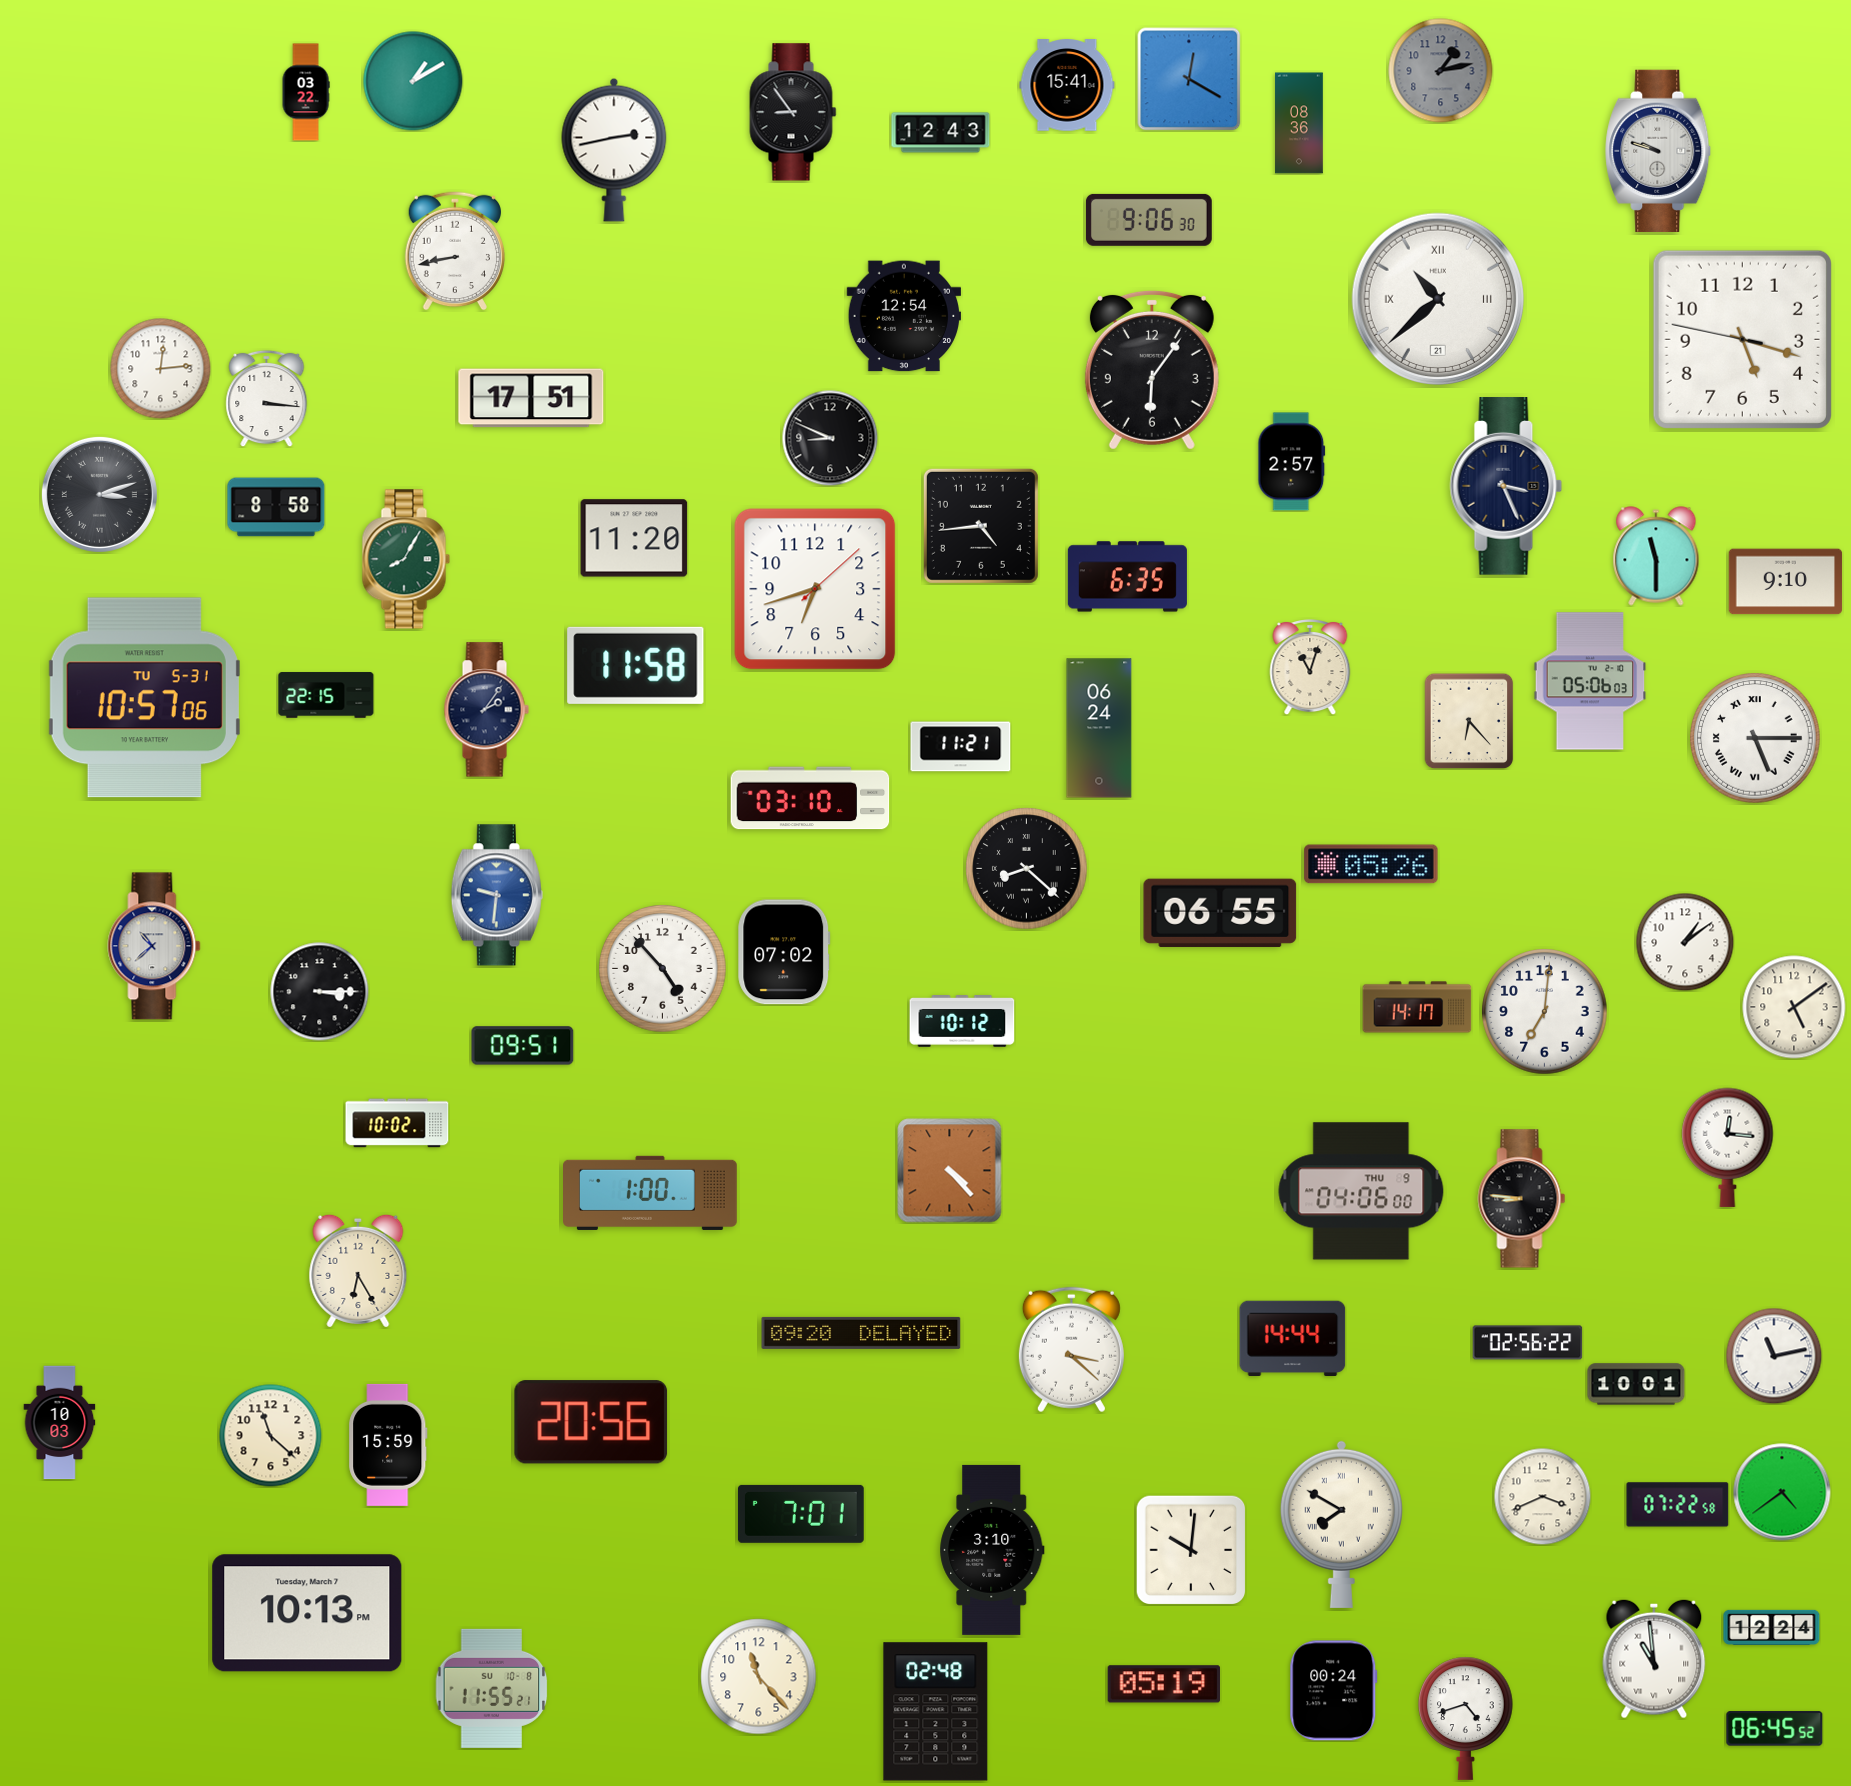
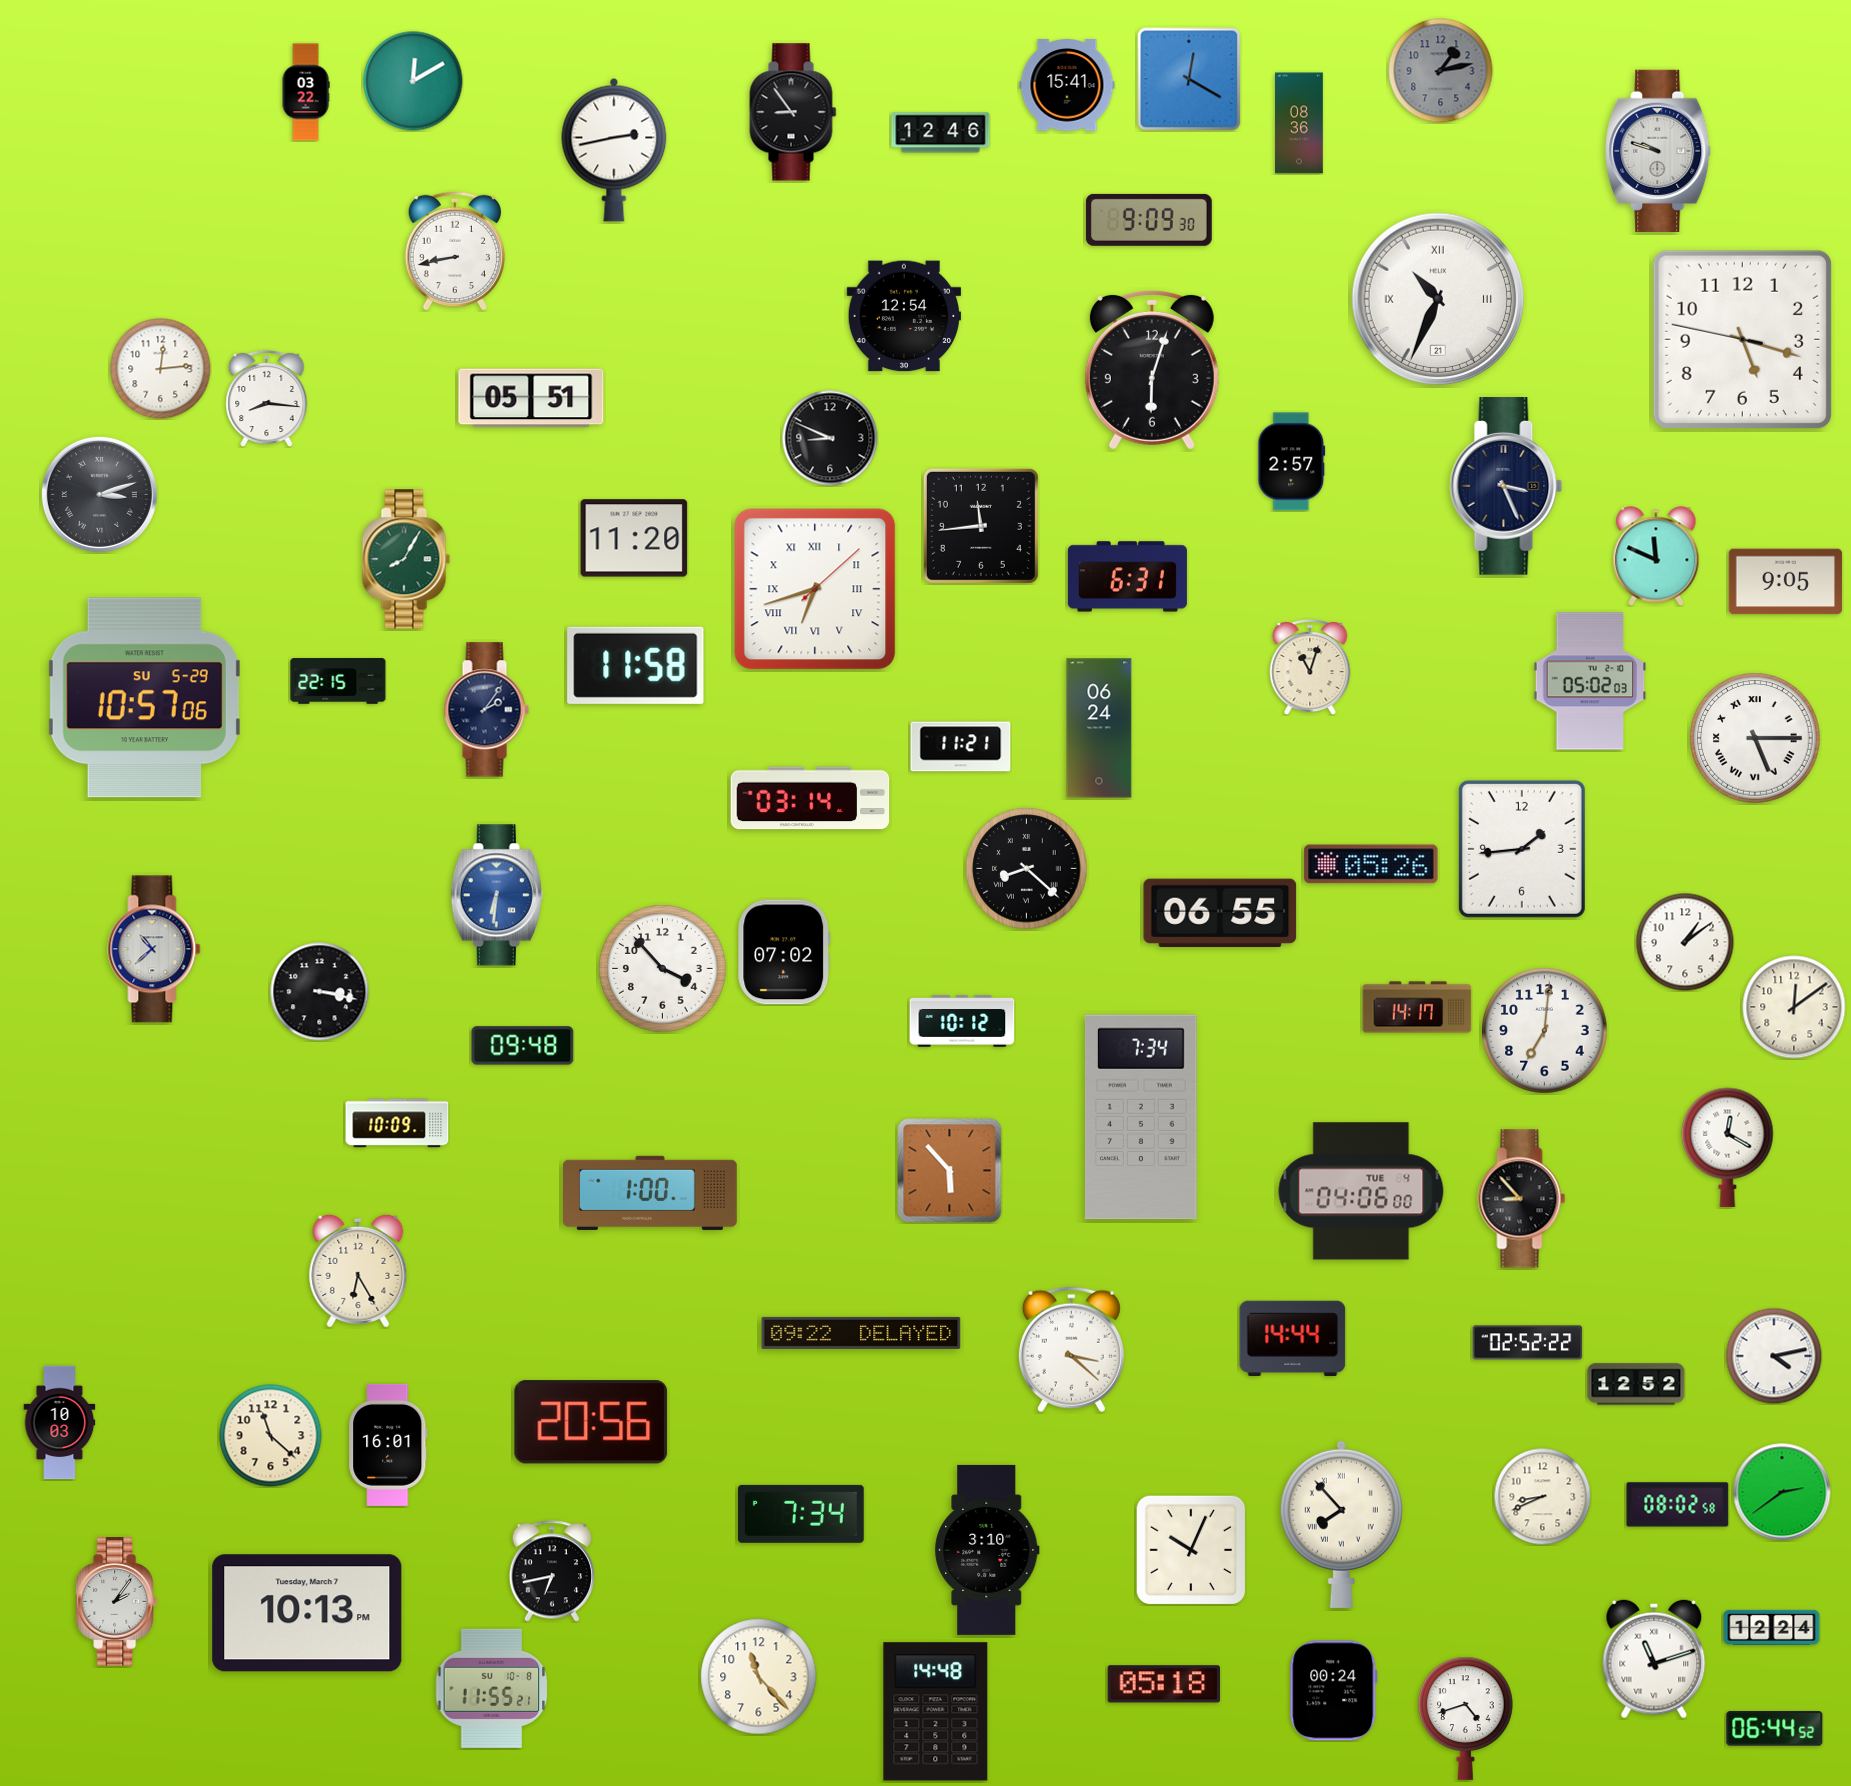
clock at (413, 81): 1:10 -> 12:10
clock at (941, 133): 12:43 -> 12:46
clock at (1149, 220): 9:06 -> 9:09
clock at (1437, 298): 10:38 -> 10:34
clock at (1152, 370): 6:06 -> 6:03
clock at (267, 398): 3:16 -> 8:16
clock at (531, 398): 17:51 -> 05:51
clock at (276, 507): 8:58 -> none
clock at (981, 526): 4:44 -> 11:44
clock at (1656, 556): 11:30 -> 11:49
clock at (1127, 577): 6:35 -> 6:31
clock at (1786, 582): 9:10 -> 9:05
clock at (815, 589) numerals: Arabic -> Roman
clock at (1590, 681): 05:06 -> 05:02
clock at (326, 695) position: (326, 695) -> (338, 681)
clock at (144, 698) date: TU 5-31 -> SU 5-29
clock at (1469, 721): 6:23 -> none
clock at (810, 798): 03:10 -> 03:14
clock at (1522, 849): none -> 1:44
clock at (497, 895): 9:31 -> 6:31
clock at (154, 946) position: (154, 946) -> (154, 949)
clock at (663, 969): 4:53 -> 3:53
clock at (320, 992): 3:15 -> 3:17
clock at (1794, 1007): 5:09 -> 12:09
clock at (1545, 1012) position: (1545, 1012) -> (1545, 1031)
clock at (523, 1046): 09:51 -> 09:48
clock at (1141, 1117): none -> 7:34
clock at (397, 1123): 10:02 -> 10:09
clock at (1728, 1147): 12:16 -> 12:20
clock at (950, 1171): 4:23 -> 5:53
clock at (1361, 1191) date: THU 9 -> TUE 4
clock at (1522, 1199): 8:46 -> 8:53
clock at (861, 1333): 09:20 -> 09:22
clock at (1528, 1343): 02:56 -> 02:52
clock at (1774, 1356): 11:13 -> 4:13
clock at (1636, 1384): 10:01 -> 12:52
clock at (388, 1445): 15:59 -> 16:01
clock at (1782, 1492): 4:39 -> 2:39
clock at (1542, 1496): 3:41 -> 8:41
clock at (1678, 1505): 07:22 -> 08:02
clock at (801, 1514): 7:01 -> 7:34
clock at (1341, 1524): 7:50 -> 7:53
clock at (992, 1550) position: (992, 1550) -> (987, 1550)
clock at (1191, 1550): 10:01 -> 10:04
clock at (551, 1571): none -> 6:43
clock at (116, 1602): none -> 2:06
clock at (1654, 1659): 10:59 -> 11:12
clock at (1163, 1684): 05:19 -> 05:18
clock at (936, 1712): 02:48 -> 14:48
clock at (1775, 1729): 06:45 -> 06:44
